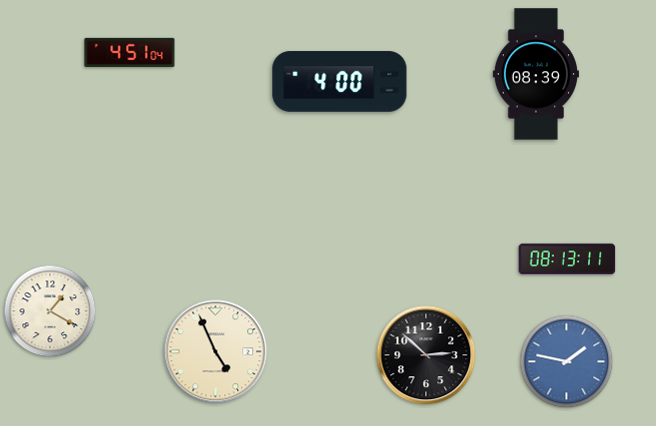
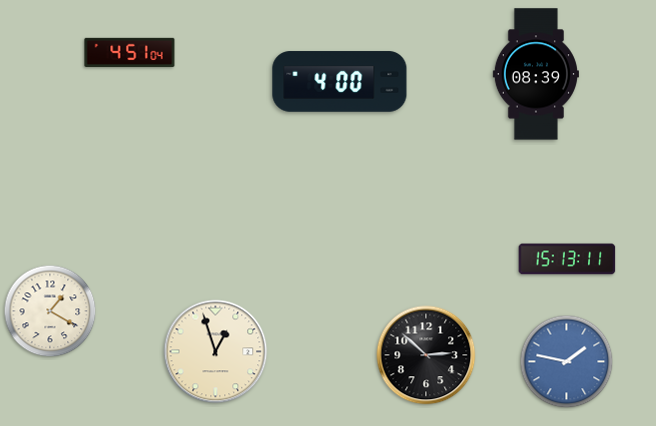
clock at (567, 259): 08:13 -> 15:13
clock at (216, 352): 4:56 -> 12:57
